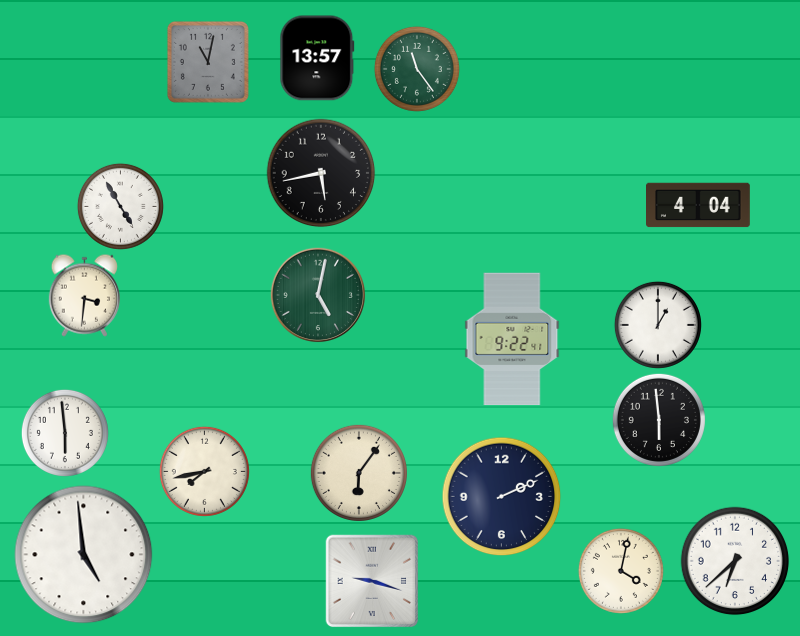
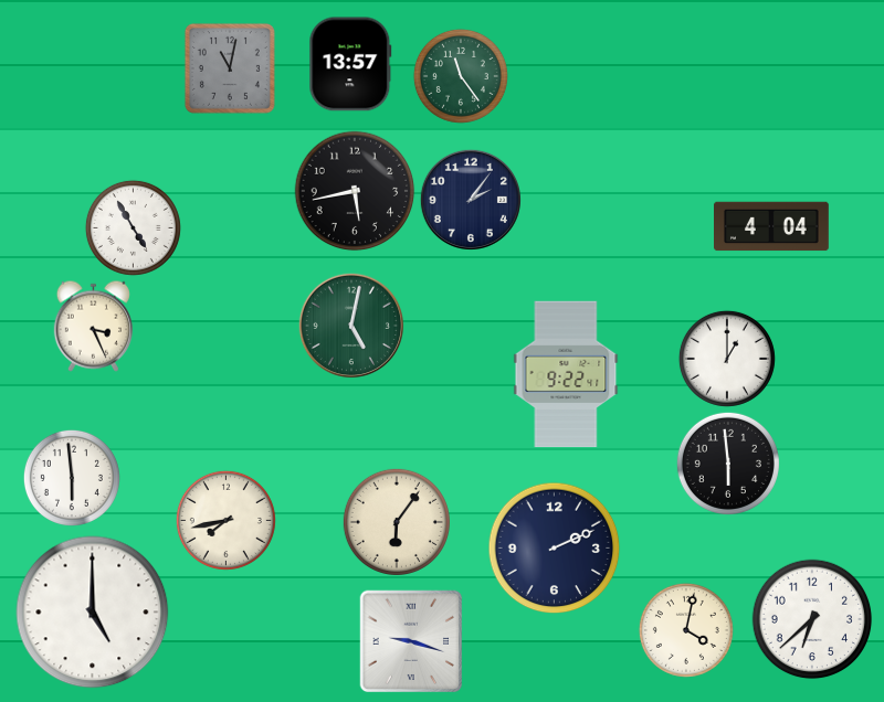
clock at (471, 200): none -> 2:06
clock at (84, 295): 3:31 -> 3:26
clock at (84, 555): 4:59 -> 5:00
